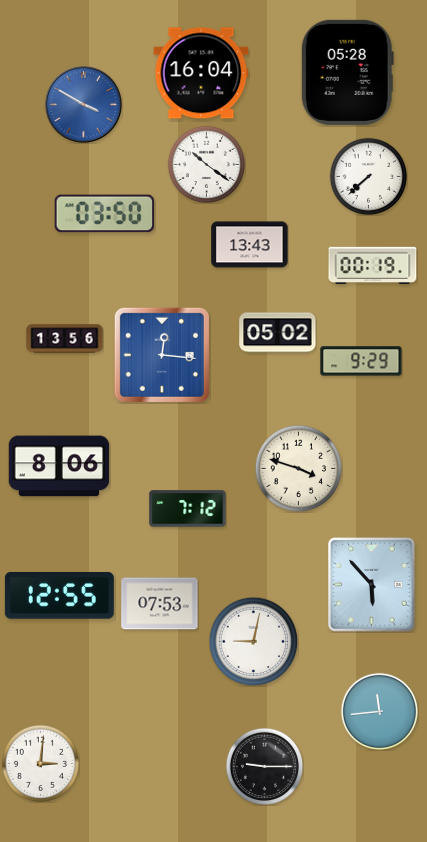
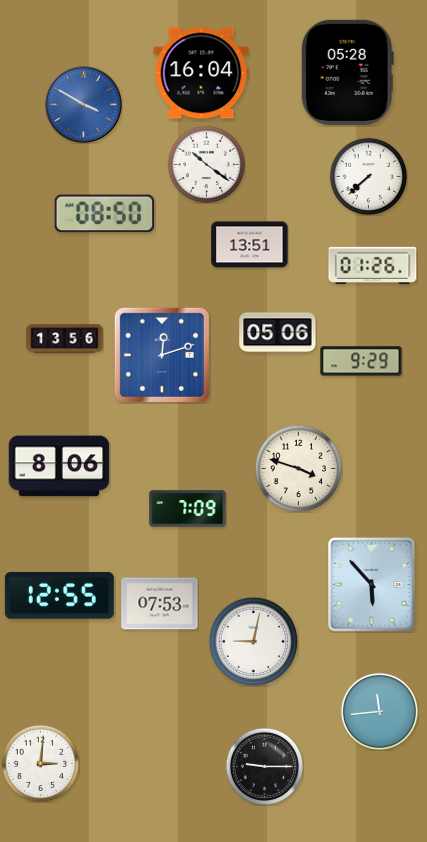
clock at (105, 214): 03:50 -> 08:50
clock at (250, 245): 13:43 -> 13:51
clock at (373, 265): 00:19 -> 01:26
clock at (278, 333): 05:02 -> 05:06
clock at (162, 355): 12:16 -> 12:12
clock at (188, 509): 7:12 -> 7:09
